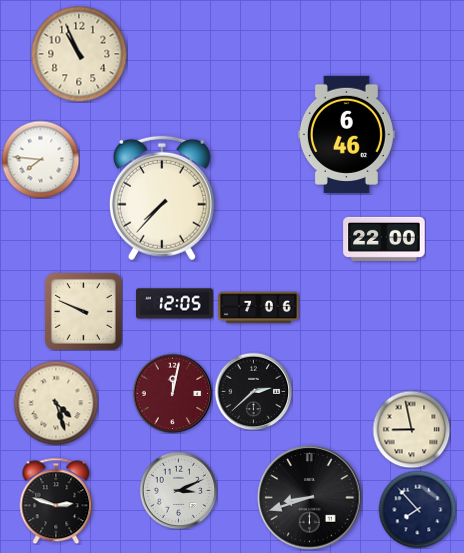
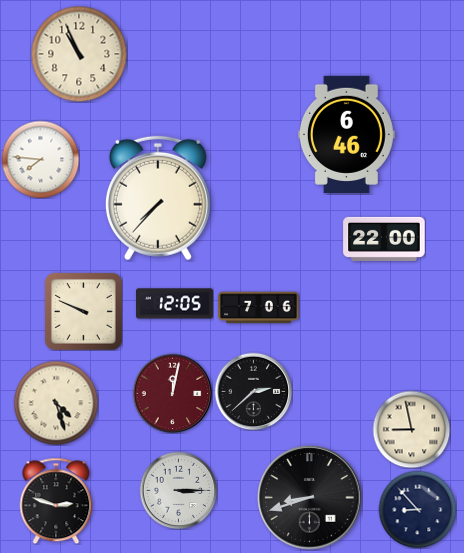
clock at (162, 198) position: (162, 198) -> (158, 198)
clock at (178, 490): 3:11 -> 3:15
clock at (417, 509): 7:53 -> 8:53
